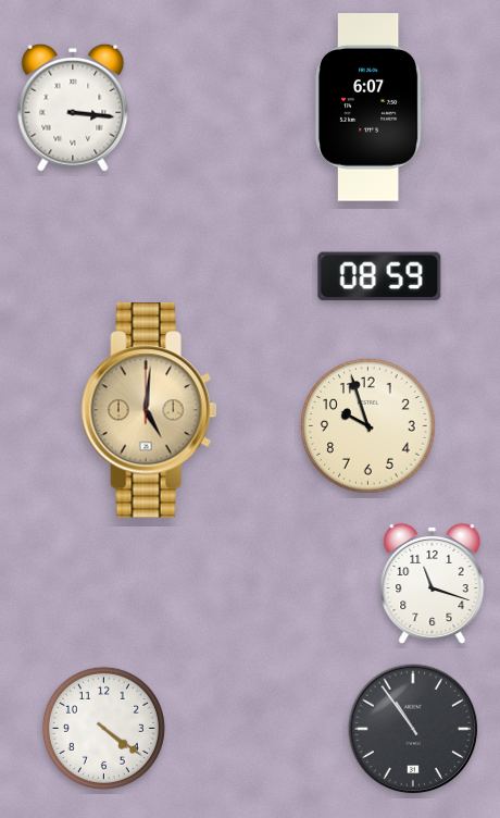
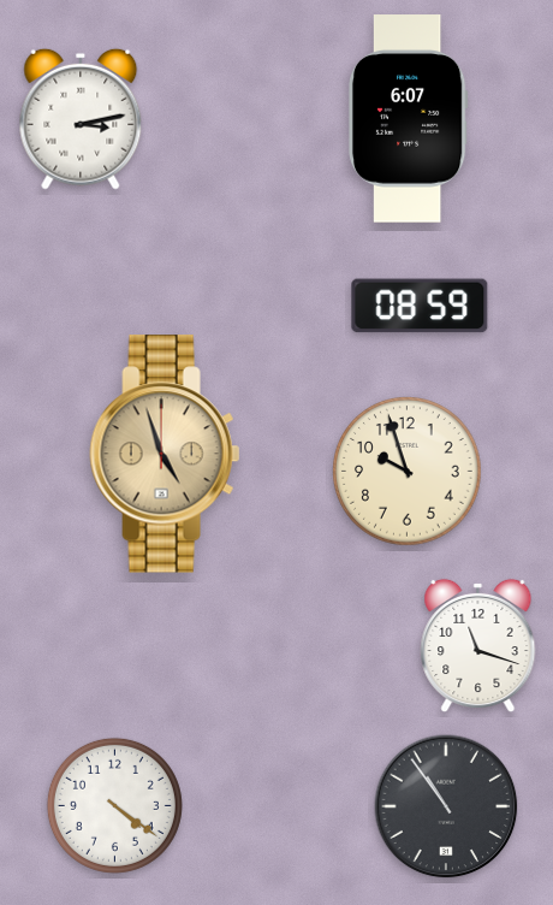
clock at (73, 108): 3:16 -> 3:13
clock at (149, 410): 5:01 -> 4:57
clock at (413, 729) position: (413, 729) -> (446, 806)
